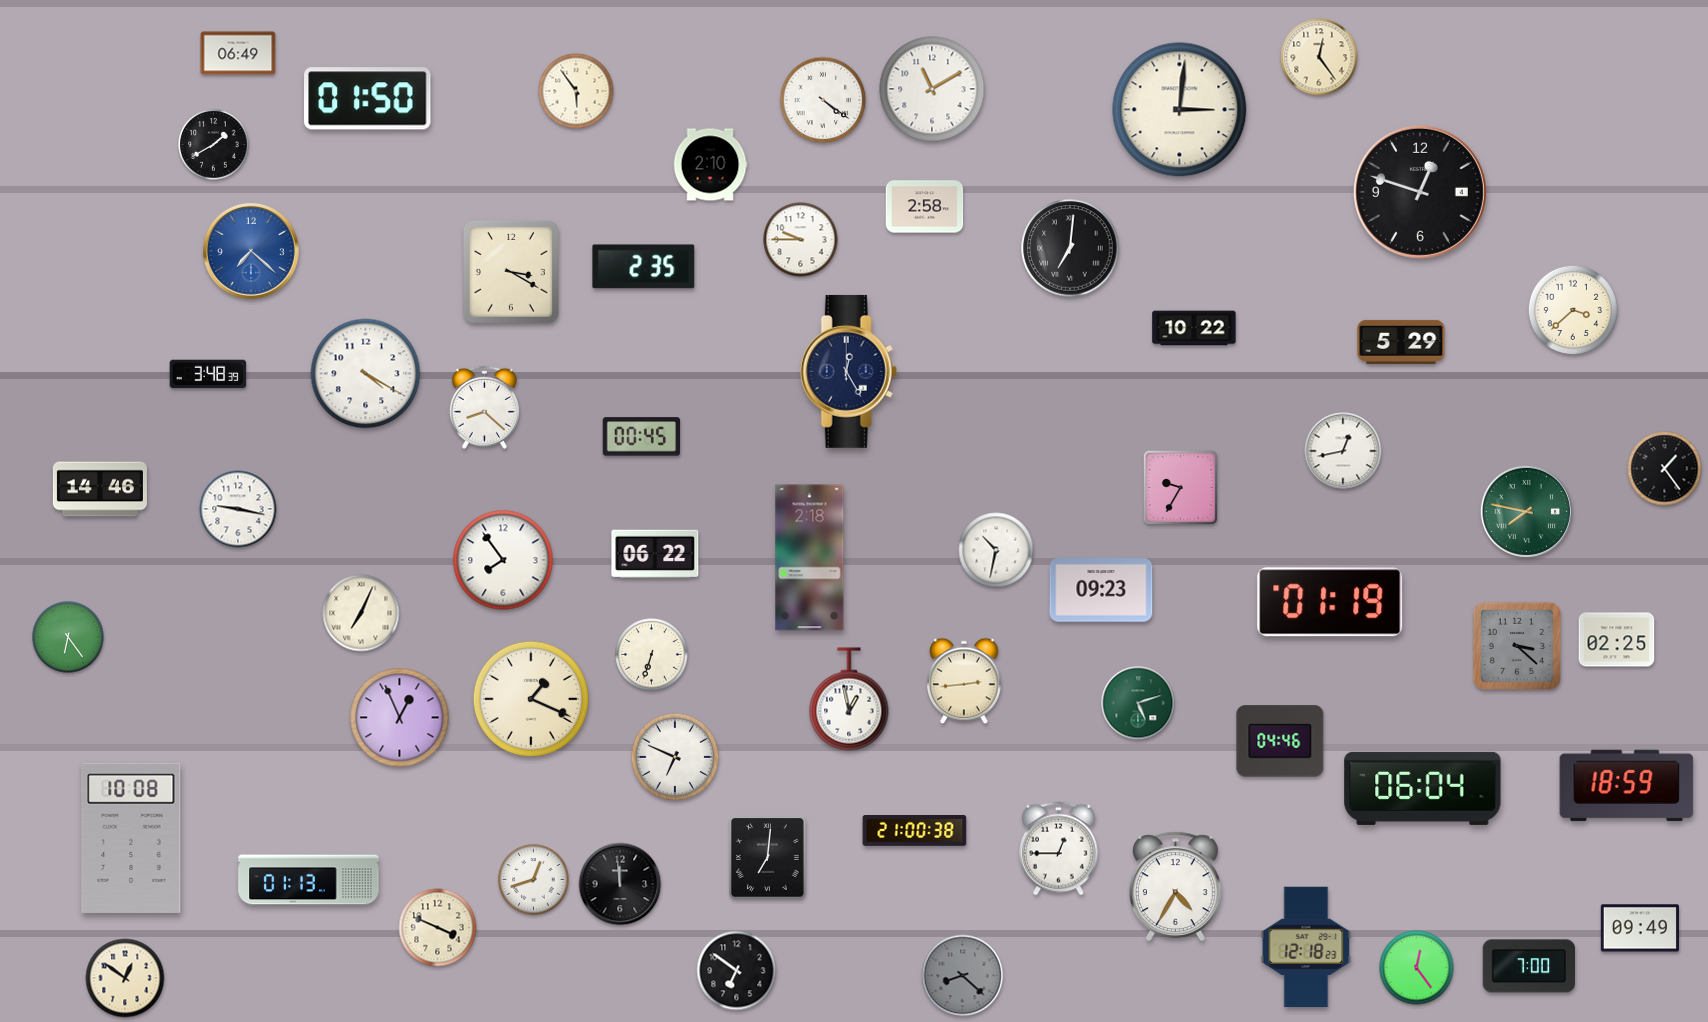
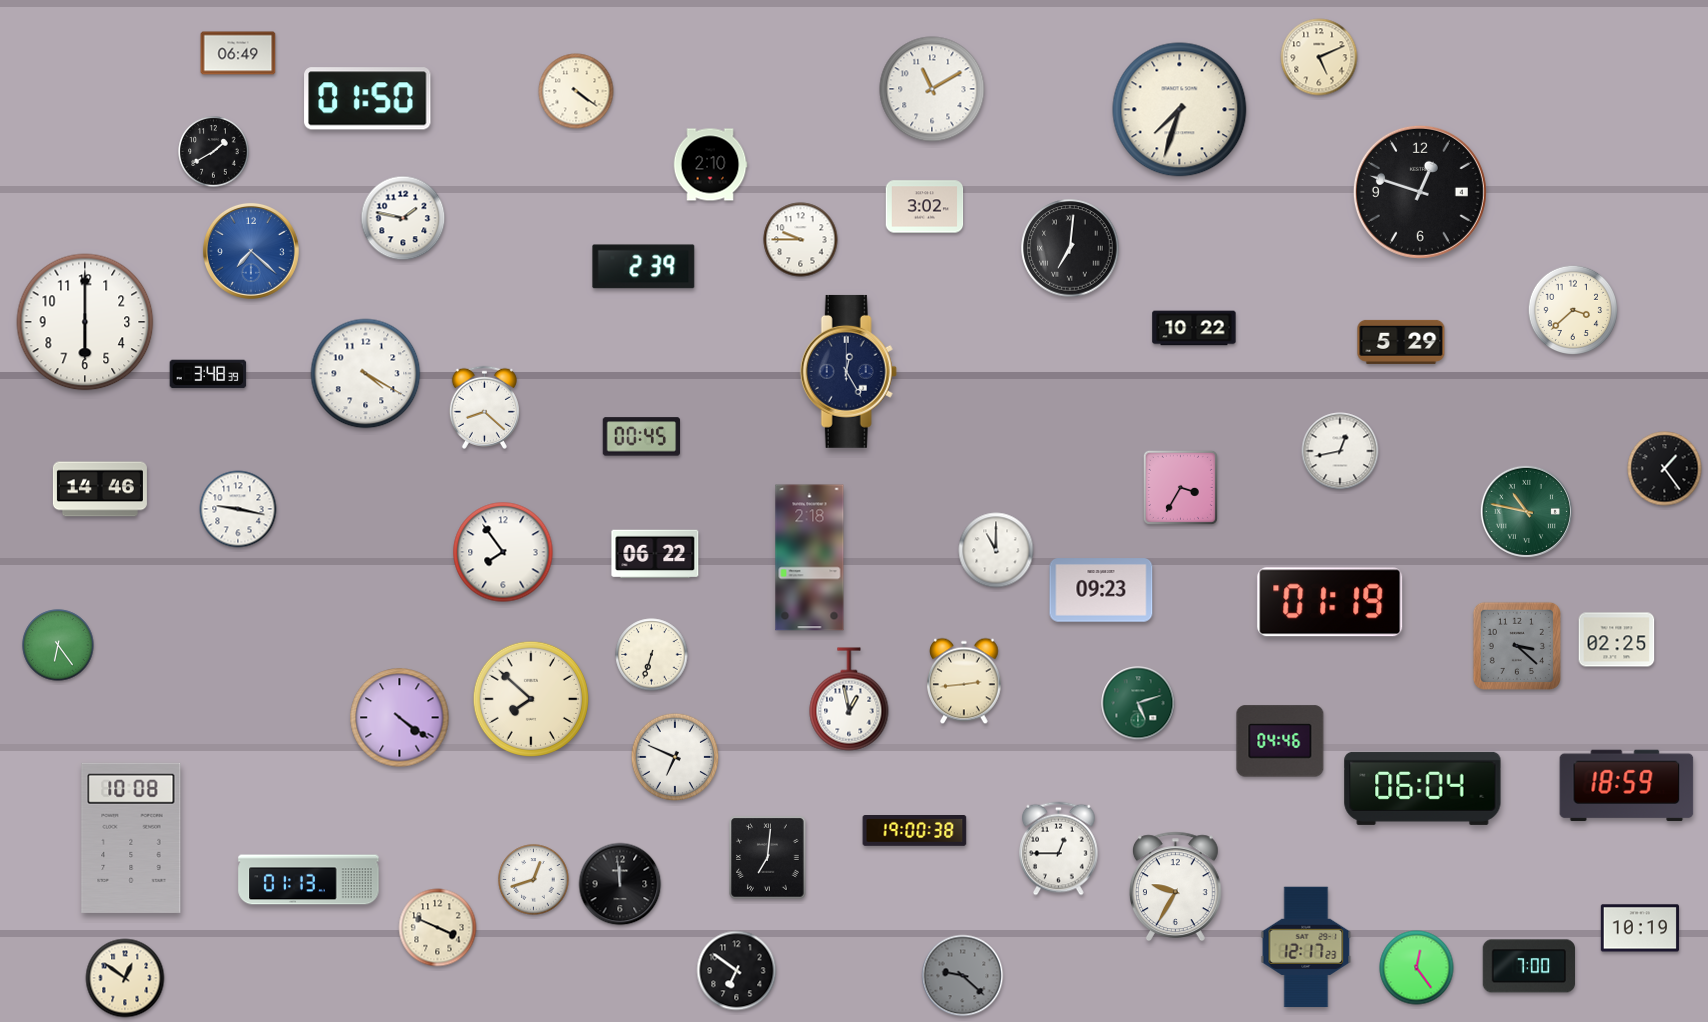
clock at (1319, 57): 12:24 -> 5:11
clock at (576, 91): 5:54 -> 4:21
clock at (823, 100): 4:21 -> none
clock at (1180, 110): 3:01 -> 7:33
clock at (214, 145) position: (214, 145) -> (214, 152)
clock at (925, 207): 2:58 -> 3:02
clock at (403, 218): none -> 1:47
clock at (644, 267): 2:35 -> 2:39
clock at (511, 272): 3:20 -> none
clock at (85, 322): none -> 6:00
clock at (1343, 451) position: (1343, 451) -> (1340, 451)
clock at (1180, 487): 9:35 -> 3:35
clock at (1526, 511): 7:47 -> 10:47
clock at (996, 550): 10:32 -> 11:00
clock at (503, 560) position: (503, 560) -> (503, 552)
clock at (361, 613): 7:04 -> none
clock at (68, 637) position: (68, 637) -> (58, 645)
clock at (530, 698): 1:19 -> 7:52
clock at (400, 718): 12:56 -> 4:21
clock at (915, 831): 21:00 -> 19:00
clock at (1175, 887): 4:35 -> 9:35
clock at (1640, 928): 09:49 -> 10:19
clock at (1306, 947): 12:18 -> 12:17
clock at (963, 976): 8:22 -> 9:22
